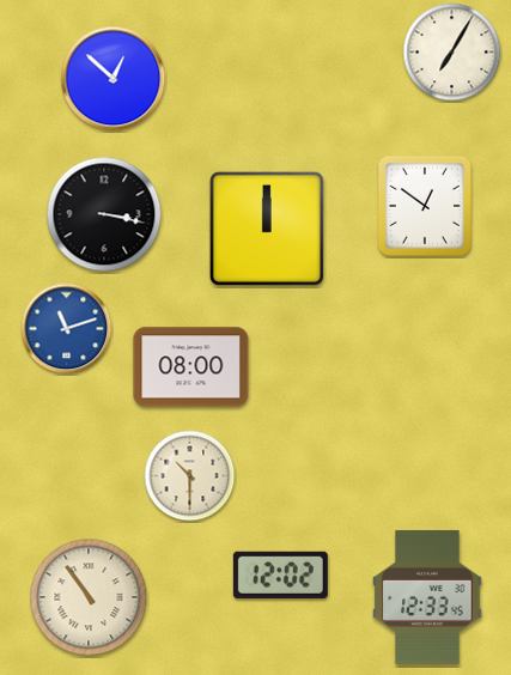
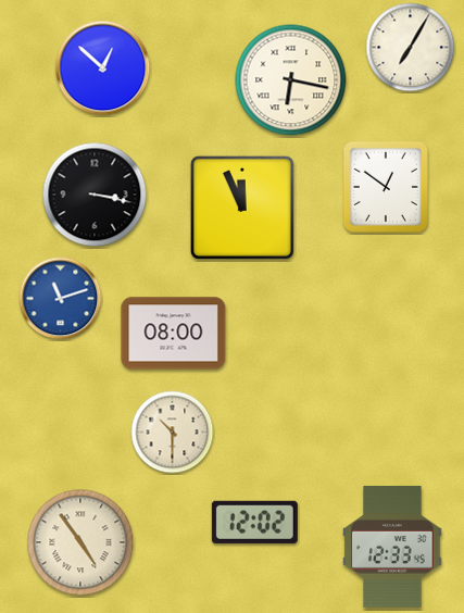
clock at (114, 79) position: (114, 79) -> (103, 68)
clock at (291, 80): none -> 6:17
clock at (267, 229): 12:00 -> 11:56
clock at (89, 597): 10:54 -> 4:54
clock at (427, 597) position: (427, 597) -> (392, 547)
